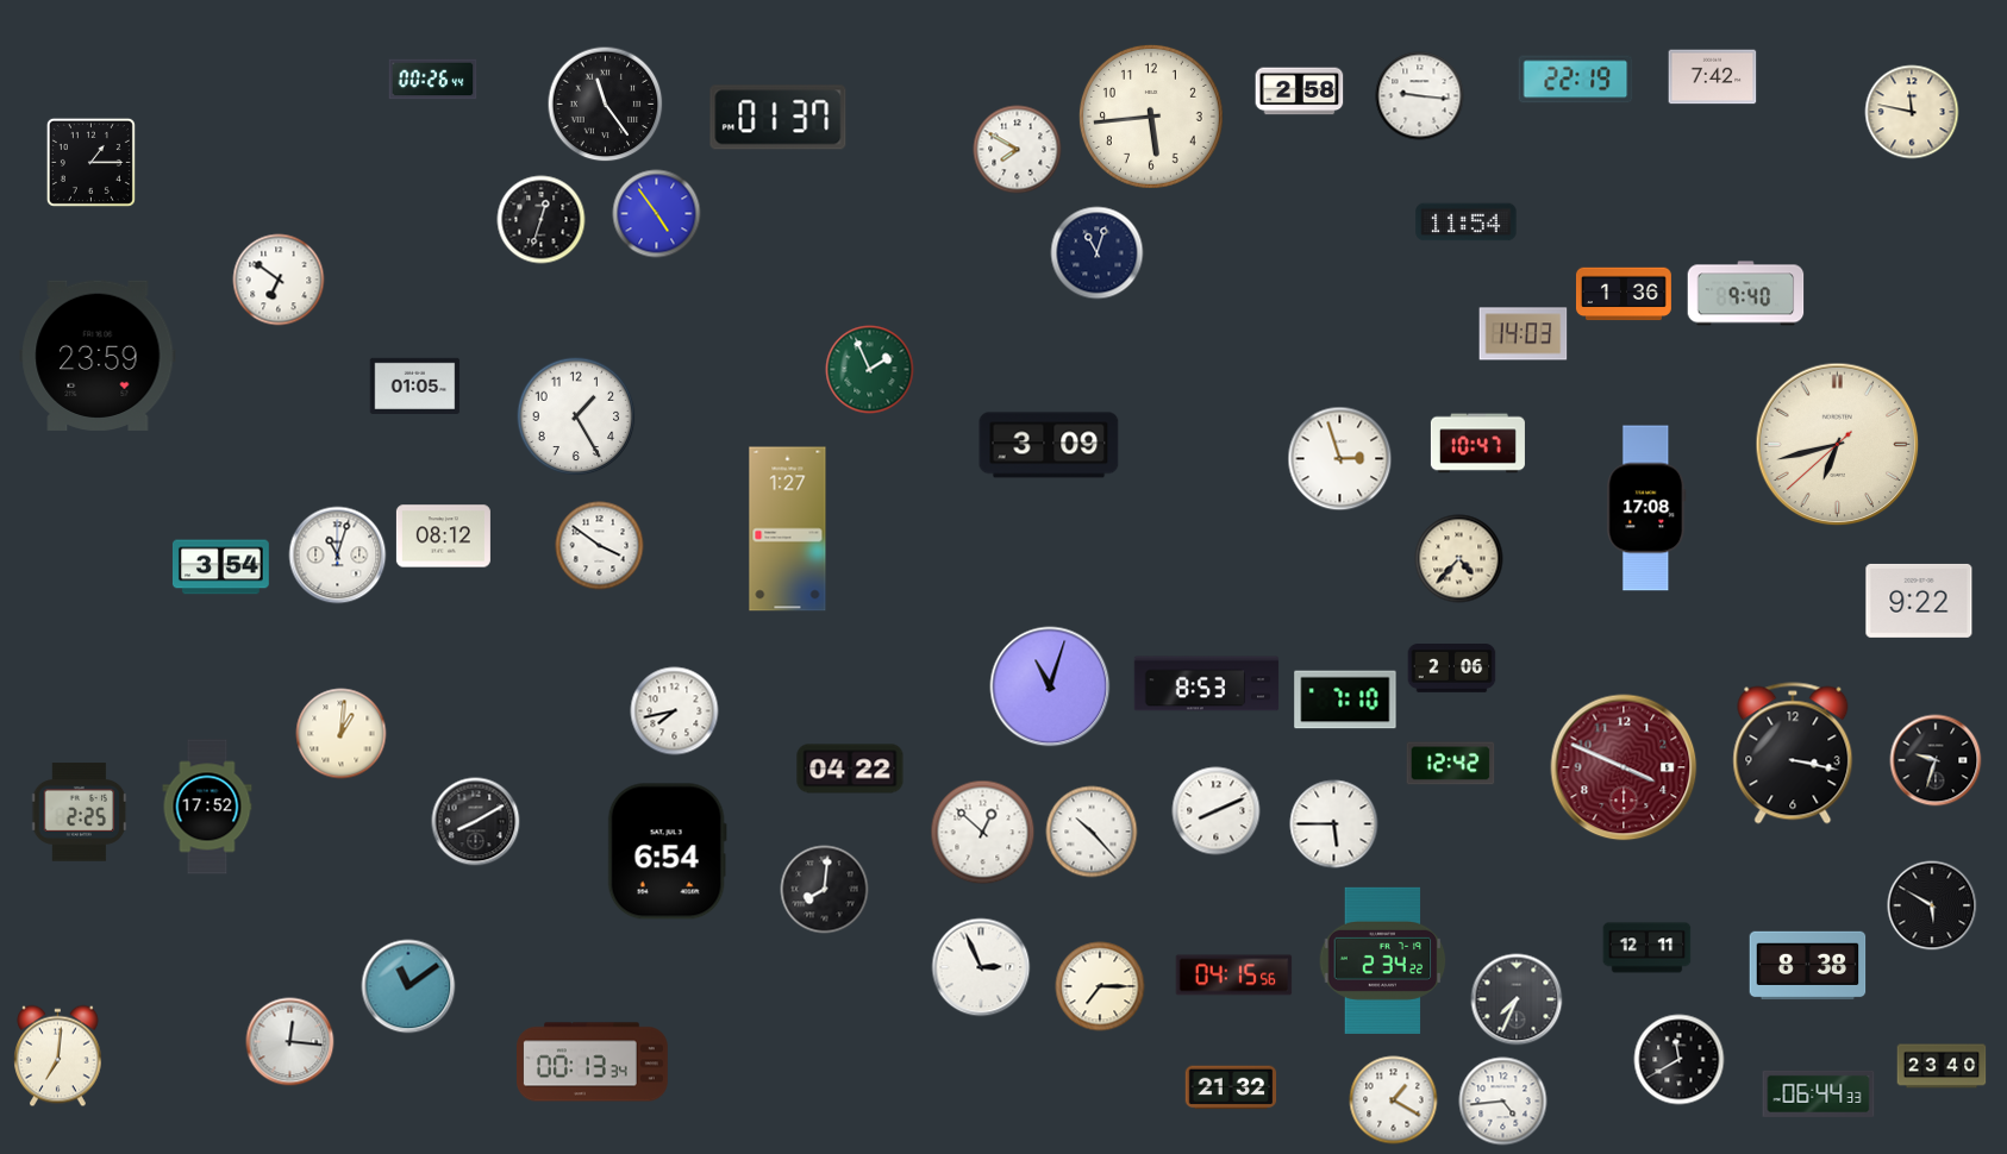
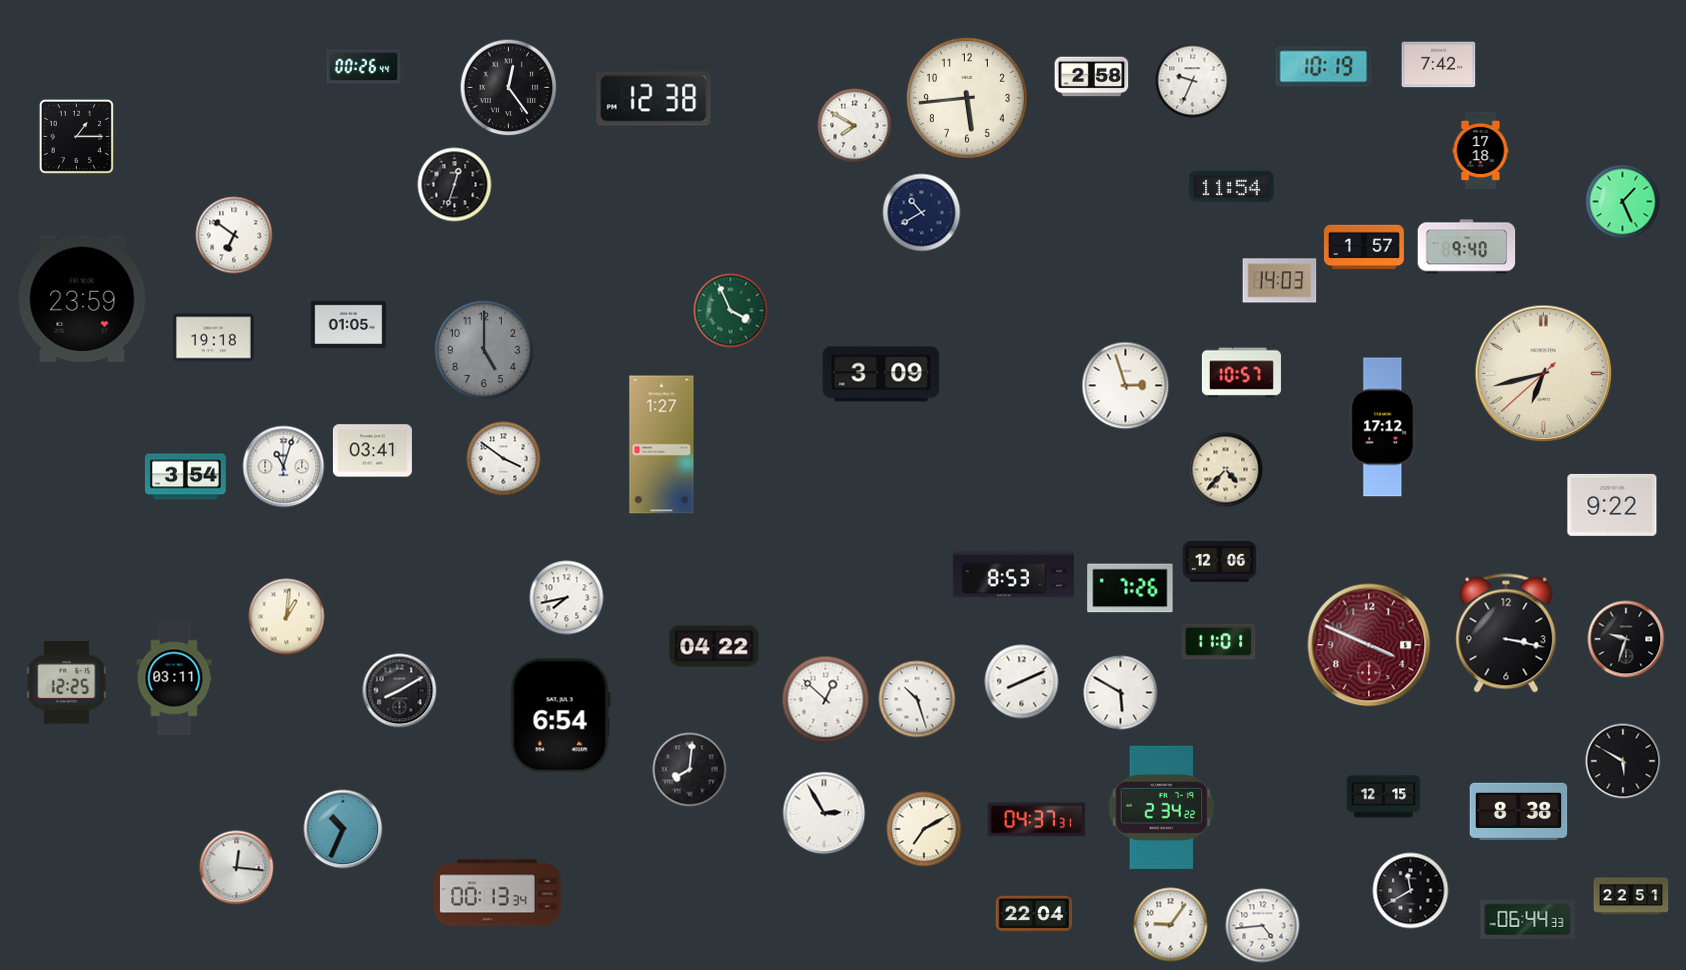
clock at (1576, 80): 22:19 -> 10:19
clock at (1420, 96): 9:16 -> 9:34
clock at (606, 105): 11:24 -> 12:24
clock at (1912, 112): 11:47 -> none
clock at (779, 118): 01:37 -> 12:38
clock at (1481, 151): none -> 17:18
clock at (657, 214): 4:54 -> none
clock at (1623, 202): none -> 1:26
clock at (1098, 253): 11:03 -> 10:40
clock at (1624, 294): 1:36 -> 1:57
clock at (870, 370): 1:56 -> 3:56
clock at (214, 338): none -> 19:18
clock at (576, 416): 1:25 -> 5:00
clock at (576, 416) dial: white -> grey
clock at (1477, 444): 10:47 -> 10:57
clock at (1646, 508): 17:08 -> 17:12
clock at (443, 537): 08:12 -> 03:41
clock at (1452, 669): 2:06 -> 12:06
clock at (1050, 686): 11:03 -> none
clock at (1345, 700): 7:10 -> 7:26
clock at (1451, 764): 12:42 -> 11:01
clock at (1624, 767) position: (1624, 767) -> (1369, 645)
clock at (207, 807): 17:52 -> 03:11
clock at (80, 813): 2:25 -> 12:25
clock at (1334, 824): 5:45 -> 5:50
clock at (1092, 832): 10:23 -> 10:27
clock at (825, 890) position: (825, 890) -> (690, 770)
clock at (1648, 948): 12:11 -> 12:15
clock at (981, 967): 2:56 -> 2:55
clock at (1234, 976): 04:15 -> 04:37
clock at (408, 986): 11:09 -> 10:34
clock at (1100, 986): 7:15 -> 7:10
clock at (1517, 999): 7:34 -> none
clock at (290, 1042) position: (290, 1042) -> (237, 868)
clock at (58, 1056): 7:01 -> none
clock at (1942, 1066): 23:40 -> 22:51
clock at (1231, 1087): 21:32 -> 22:04
clock at (1394, 1100): 1:20 -> 9:06
